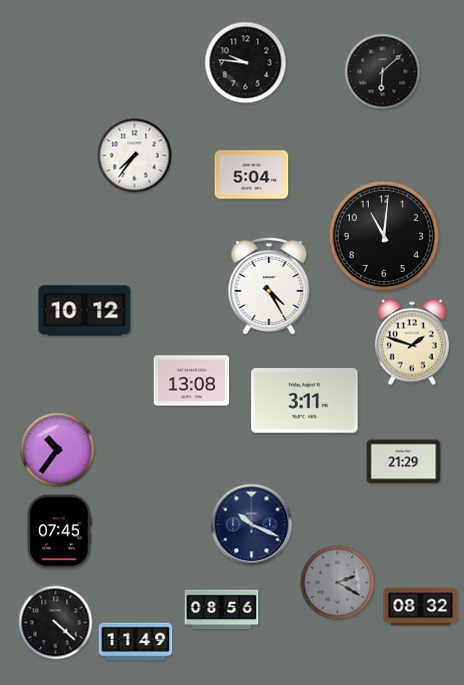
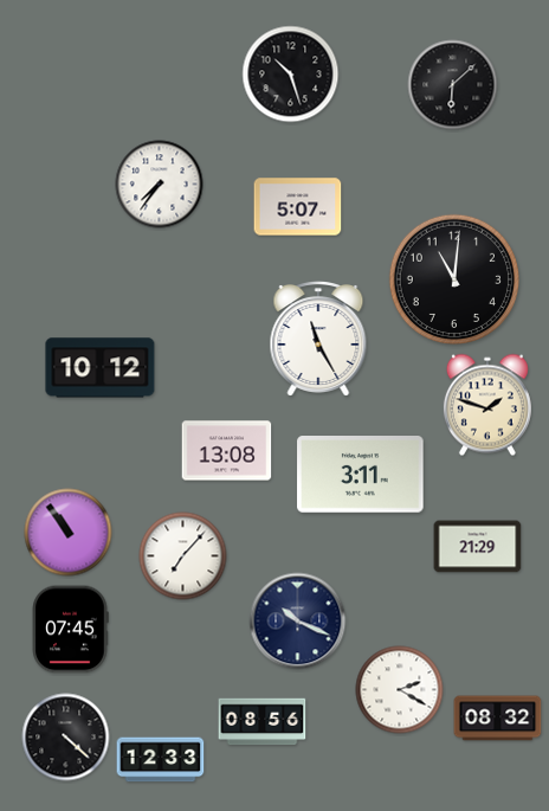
clock at (246, 63): 9:46 -> 10:27
clock at (252, 175): 5:04 -> 5:07
clock at (269, 287): 4:25 -> 11:25
clock at (58, 450): 10:36 -> 10:54
clock at (183, 556): none -> 7:07
clock at (338, 583) dial: grey -> white
clock at (136, 642): 11:49 -> 12:33
